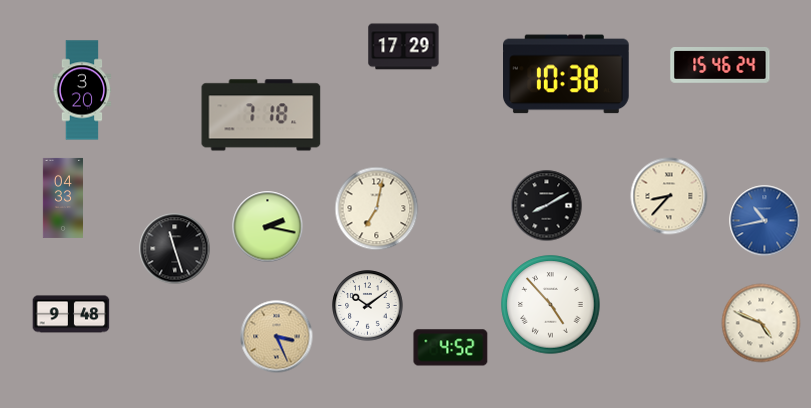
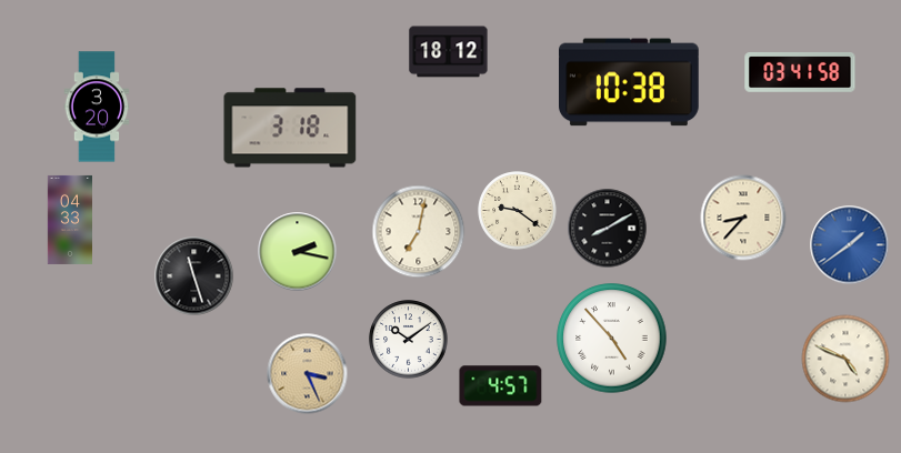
clock at (404, 47): 17:29 -> 18:12
clock at (720, 65): 15:46 -> 03:41
clock at (82, 90) position: (82, 90) -> (97, 107)
clock at (261, 115): 7:18 -> 3:18
clock at (518, 211): none -> 9:21
clock at (765, 221): 10:43 -> 1:39
clock at (71, 314): 9:48 -> none
clock at (451, 348): 4:52 -> 4:57
